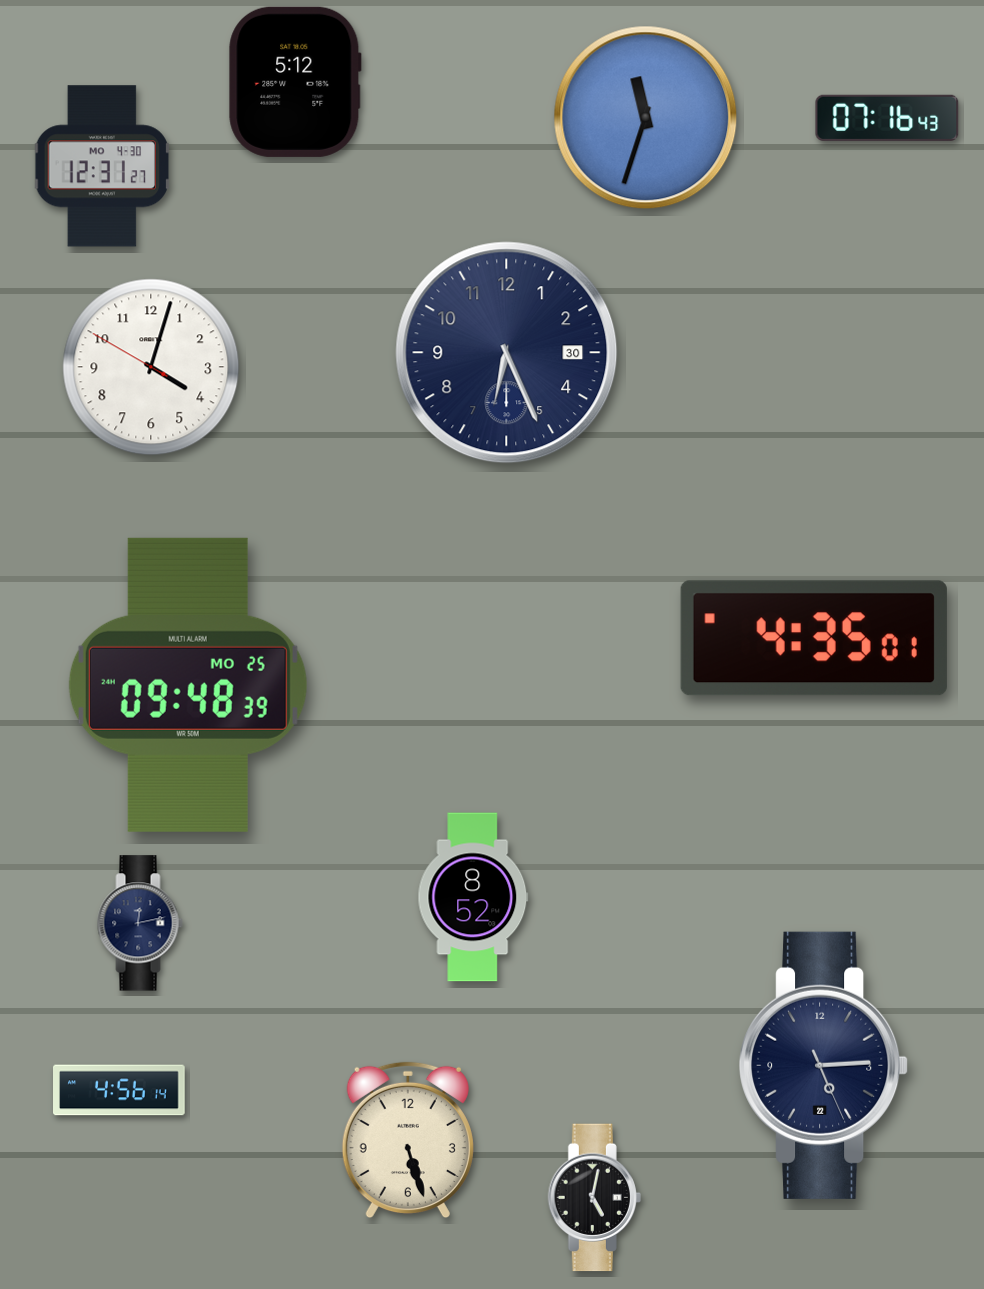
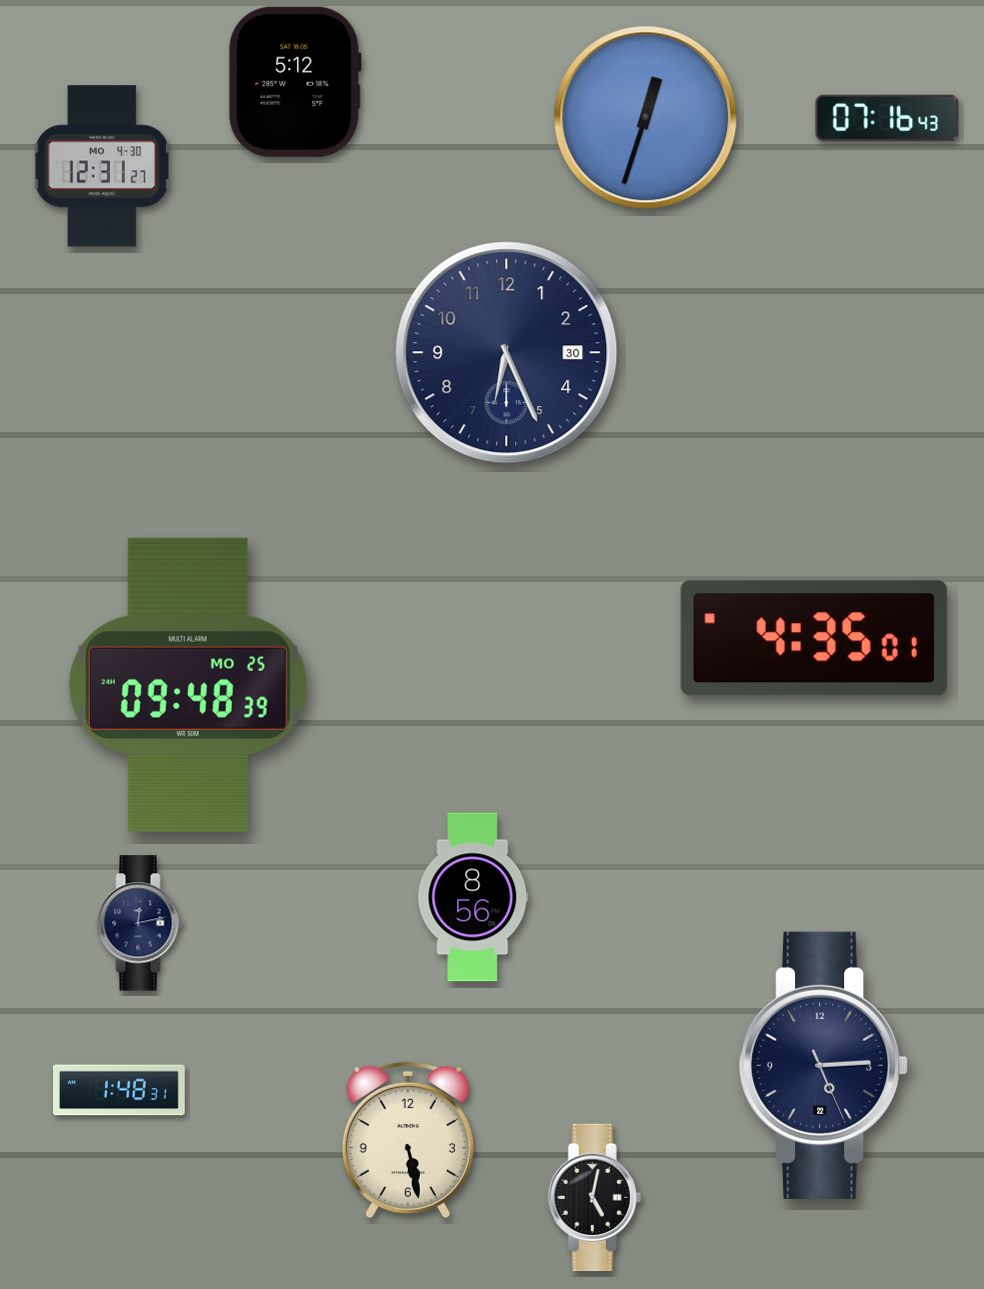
clock at (646, 118): 11:33 -> 12:33
clock at (151, 367): 4:02 -> none
clock at (473, 897): 8:52 -> 8:56
clock at (120, 1090): 4:56 -> 1:48
clock at (408, 1140): 5:27 -> 5:28
